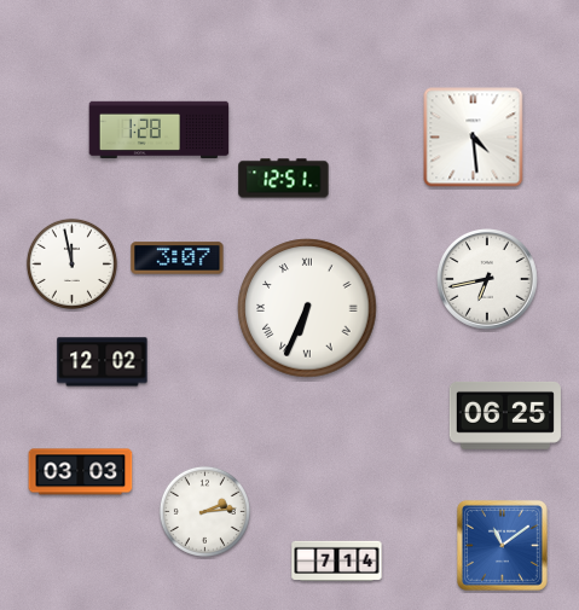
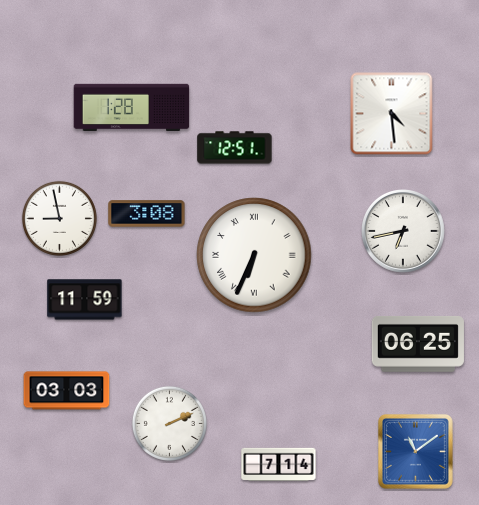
clock at (178, 258): 3:07 -> 3:08
clock at (71, 263): 11:58 -> 8:58
clock at (103, 362): 12:02 -> 11:59
clock at (204, 511): 2:14 -> 2:11
